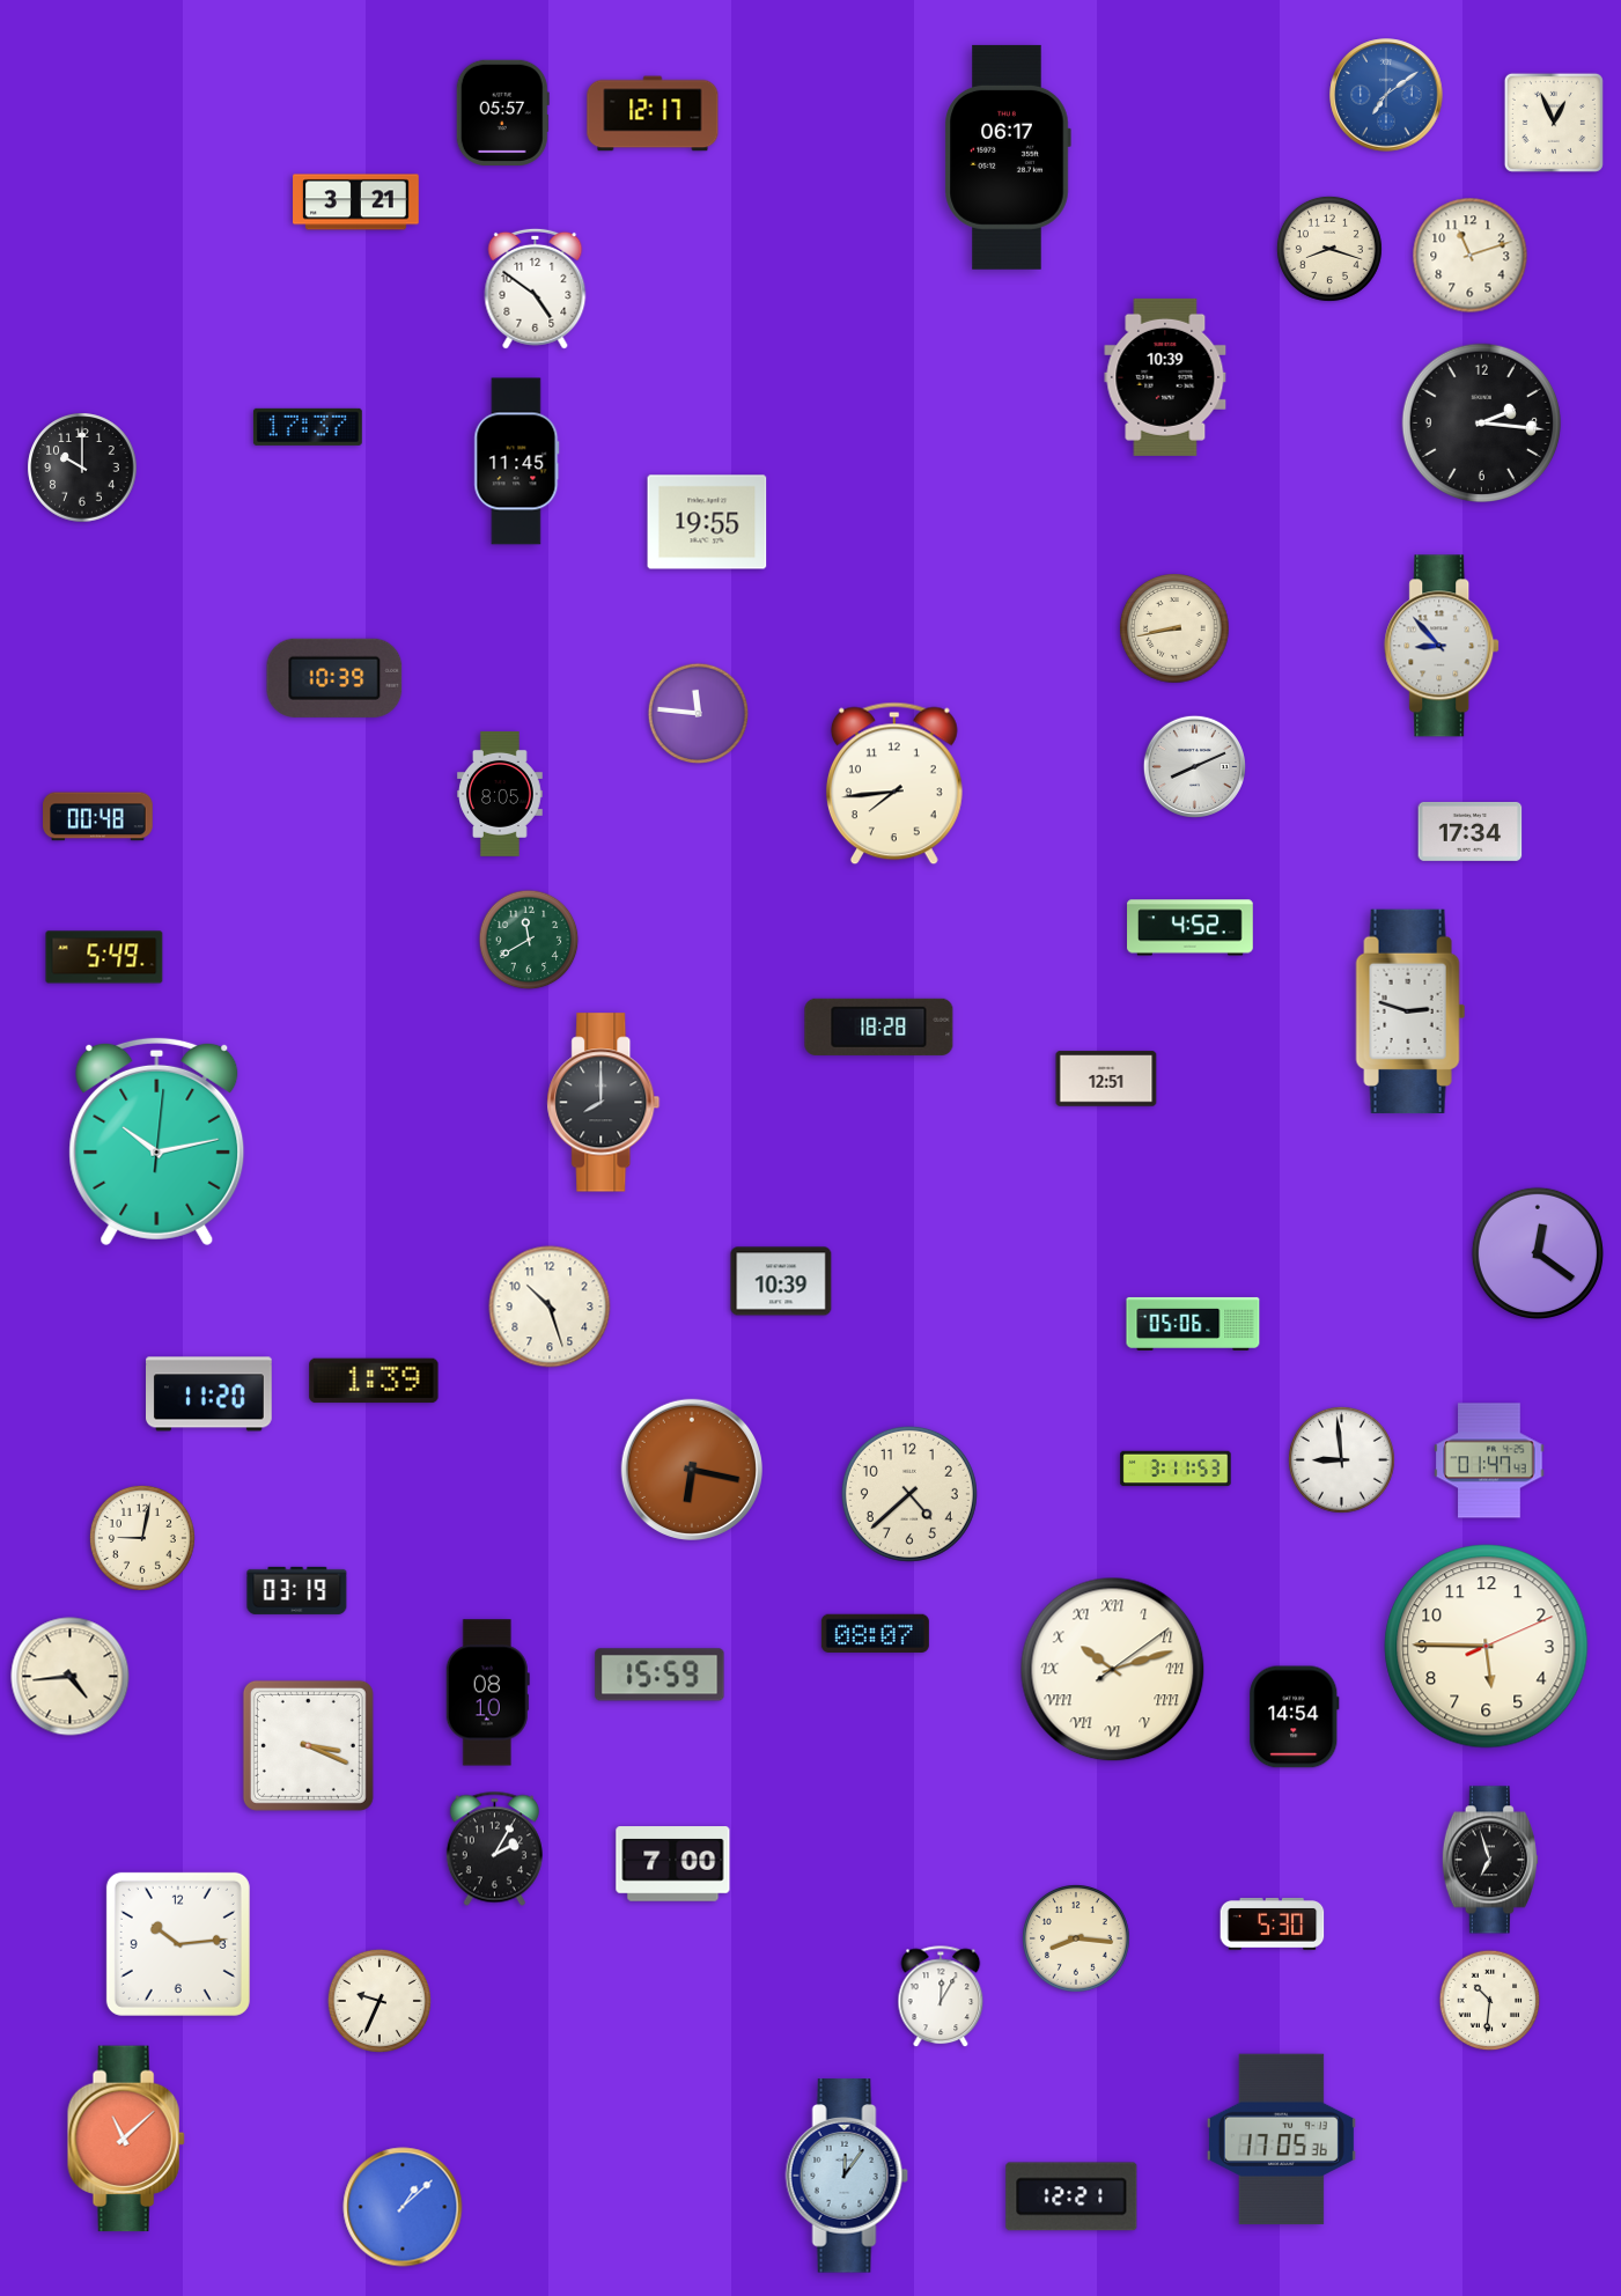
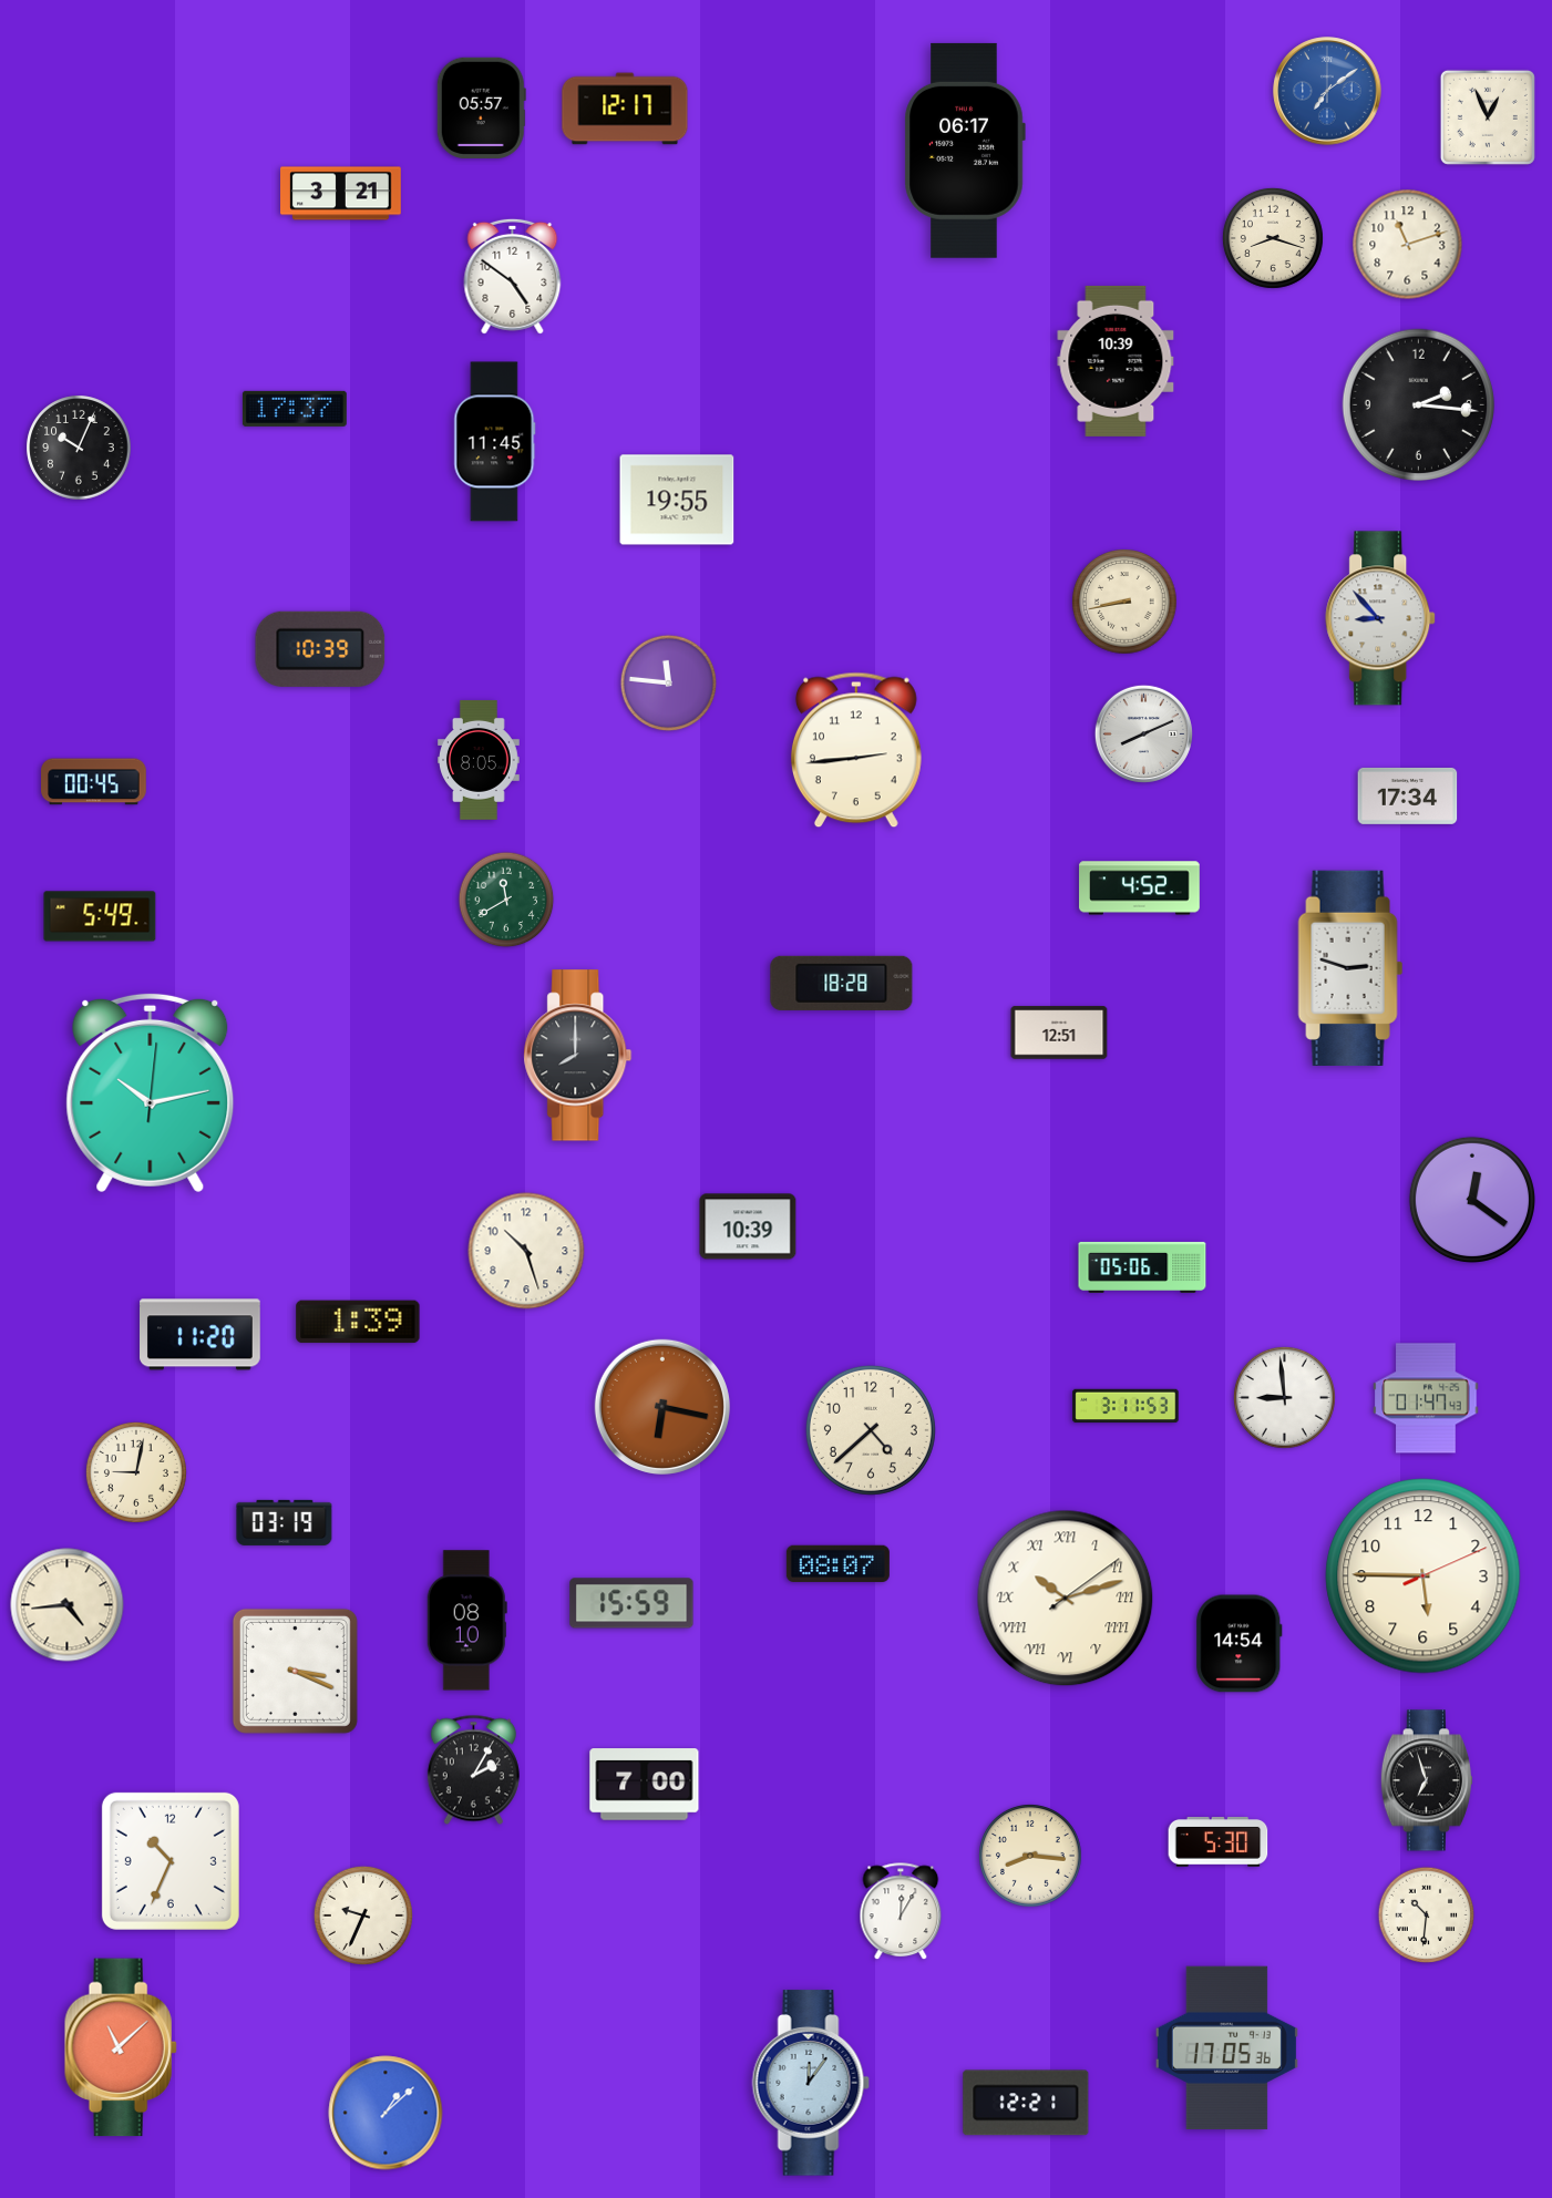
clock at (82, 468): 10:00 -> 10:04
clock at (894, 783): 7:44 -> 2:44
clock at (98, 817): 00:48 -> 00:45
clock at (178, 1944): 10:14 -> 10:34
